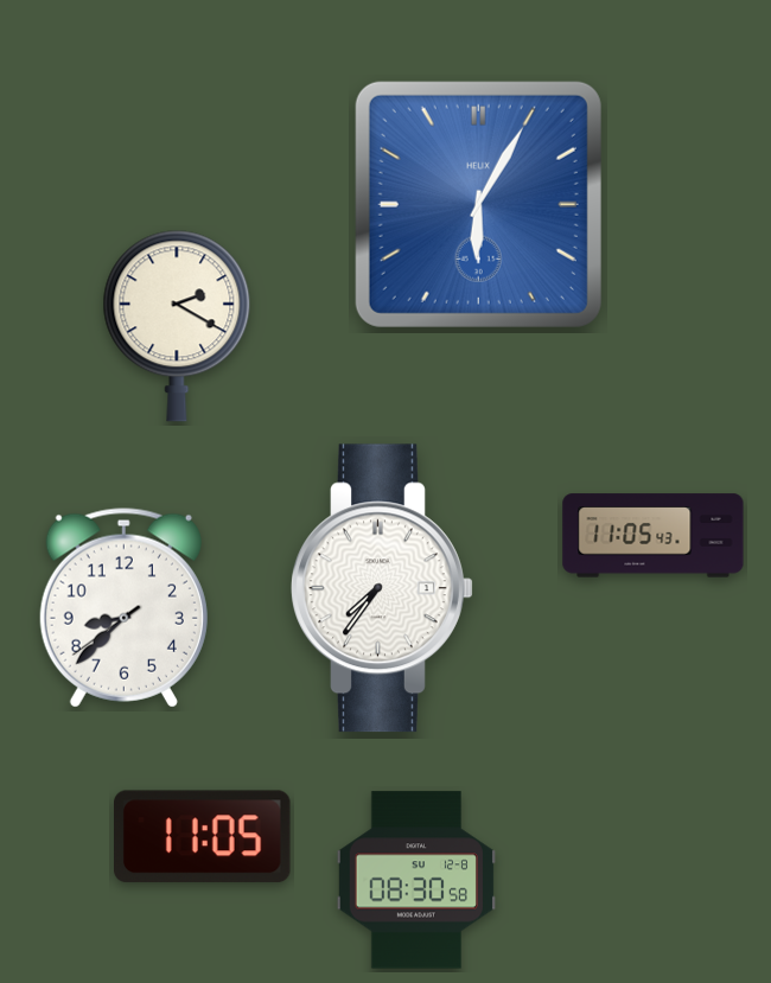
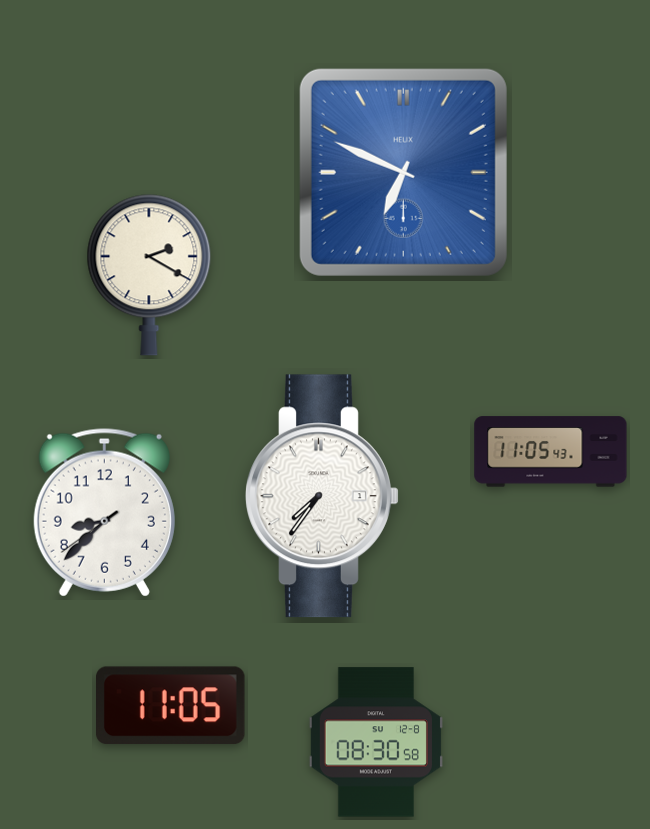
clock at (478, 204): 6:05 -> 6:49
clock at (416, 880) position: (416, 880) -> (376, 742)
